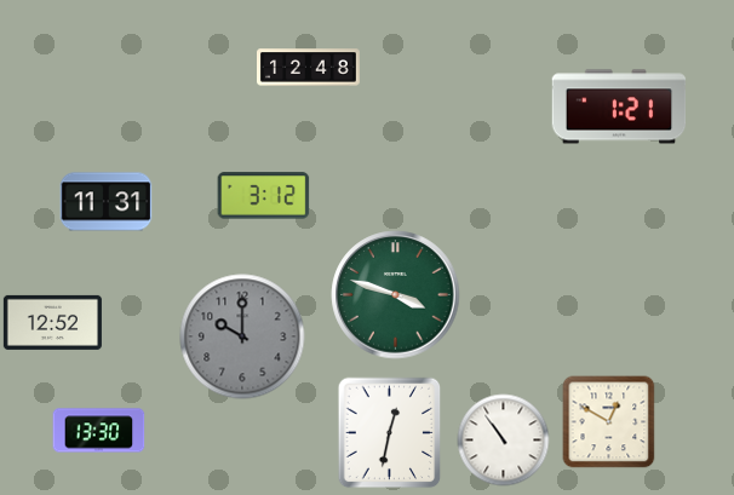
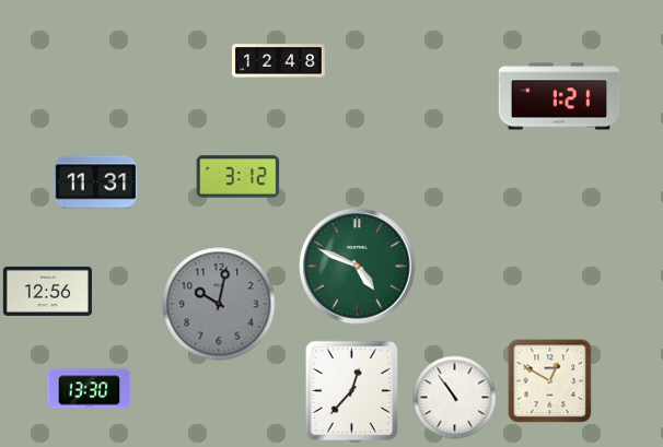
clock at (396, 295): 3:48 -> 4:49
clock at (52, 322): 12:52 -> 12:56
clock at (242, 336): 10:00 -> 10:02
clock at (390, 433): 12:32 -> 12:37
